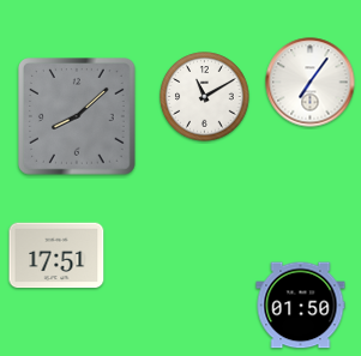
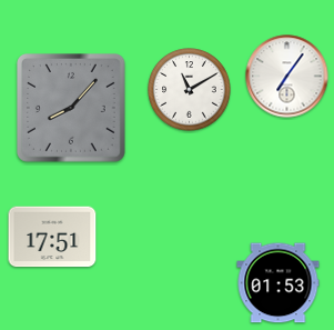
clock at (78, 117): 8:08 -> 8:07
clock at (301, 306): 01:50 -> 01:53
